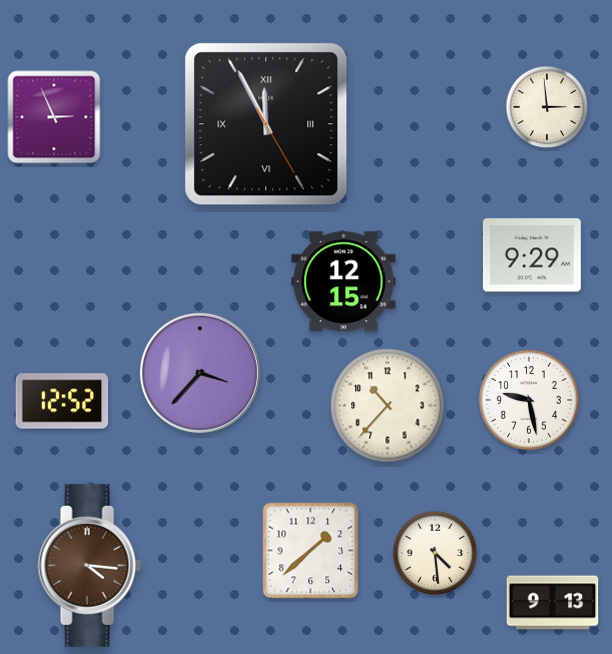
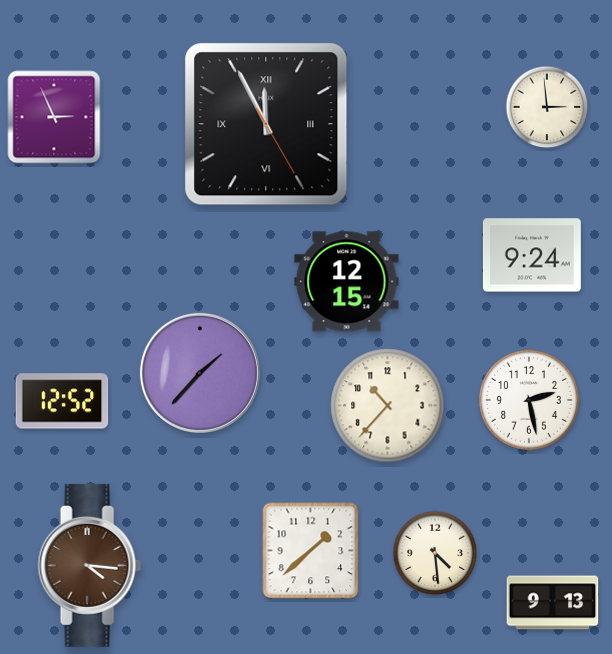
clock at (532, 255): 9:29 -> 9:24
clock at (344, 282) position: (344, 282) -> (347, 282)
clock at (200, 373): 3:37 -> 1:37
clock at (529, 400): 9:28 -> 2:28
